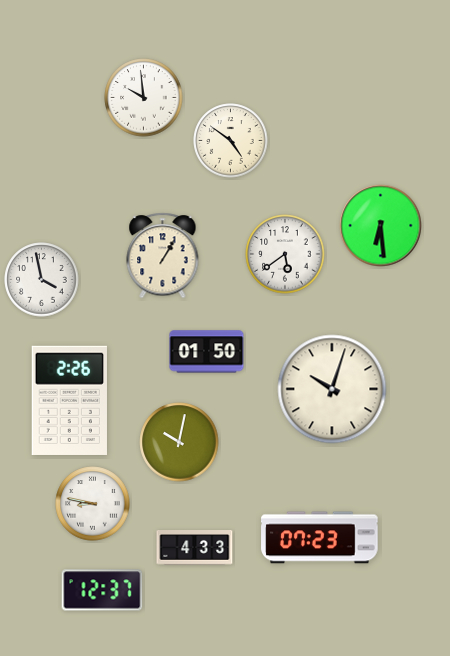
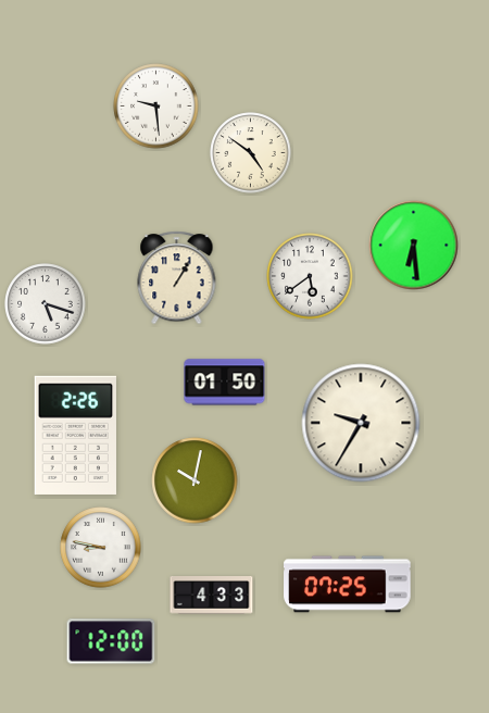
clock at (144, 98): 9:59 -> 9:29
clock at (42, 280): 3:58 -> 5:18
clock at (332, 389): 10:03 -> 9:35
clock at (320, 538): 07:23 -> 07:25
clock at (102, 590): 12:37 -> 12:00
